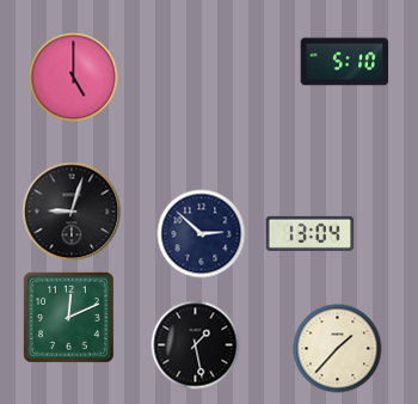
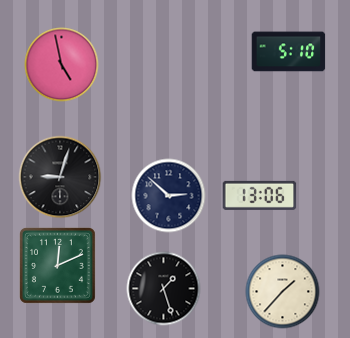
clock at (74, 78): 5:00 -> 4:58
clock at (311, 233): 13:04 -> 13:06
clock at (196, 345): 1:28 -> 1:27
